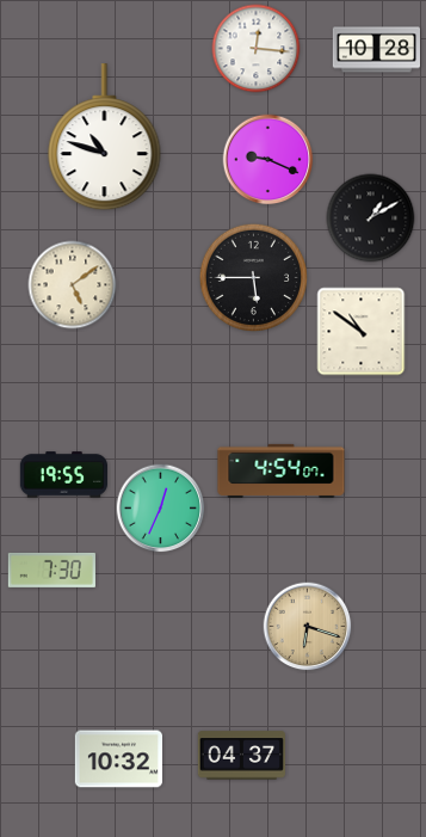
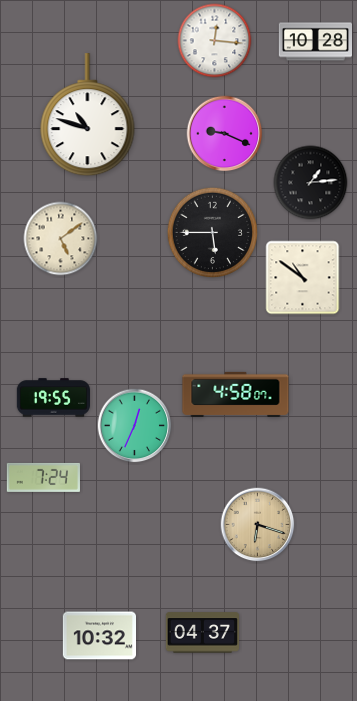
clock at (371, 219): 1:10 -> 1:14
clock at (282, 470): 4:54 -> 4:58
clock at (51, 570): 7:30 -> 7:24
